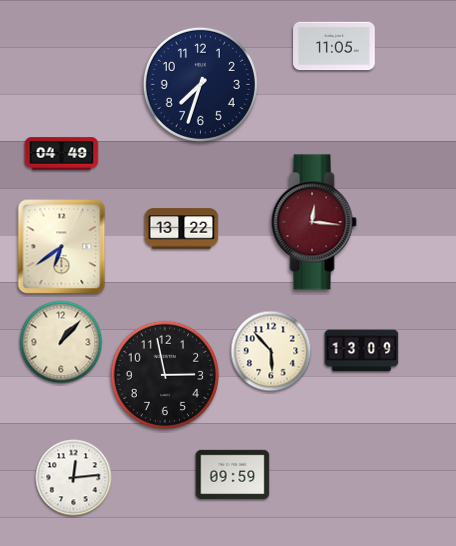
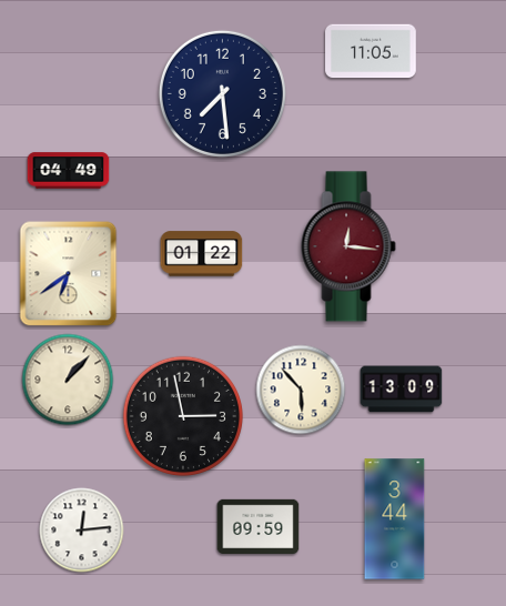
clock at (200, 84): 7:33 -> 7:29
clock at (182, 229): 13:22 -> 01:22
clock at (395, 519): none -> 3:44
